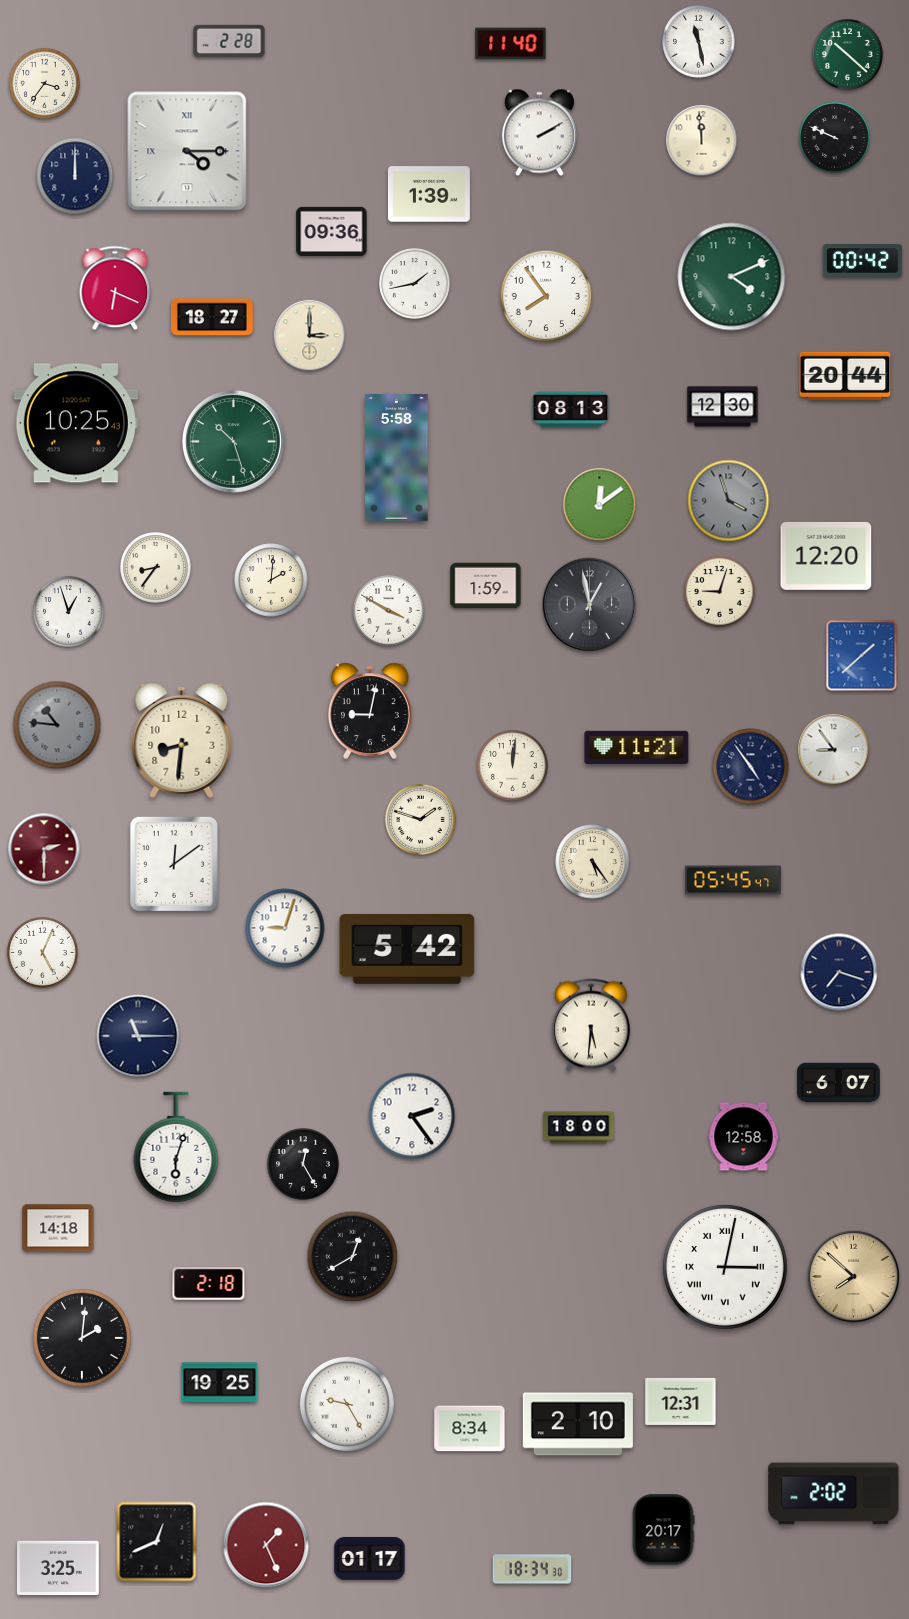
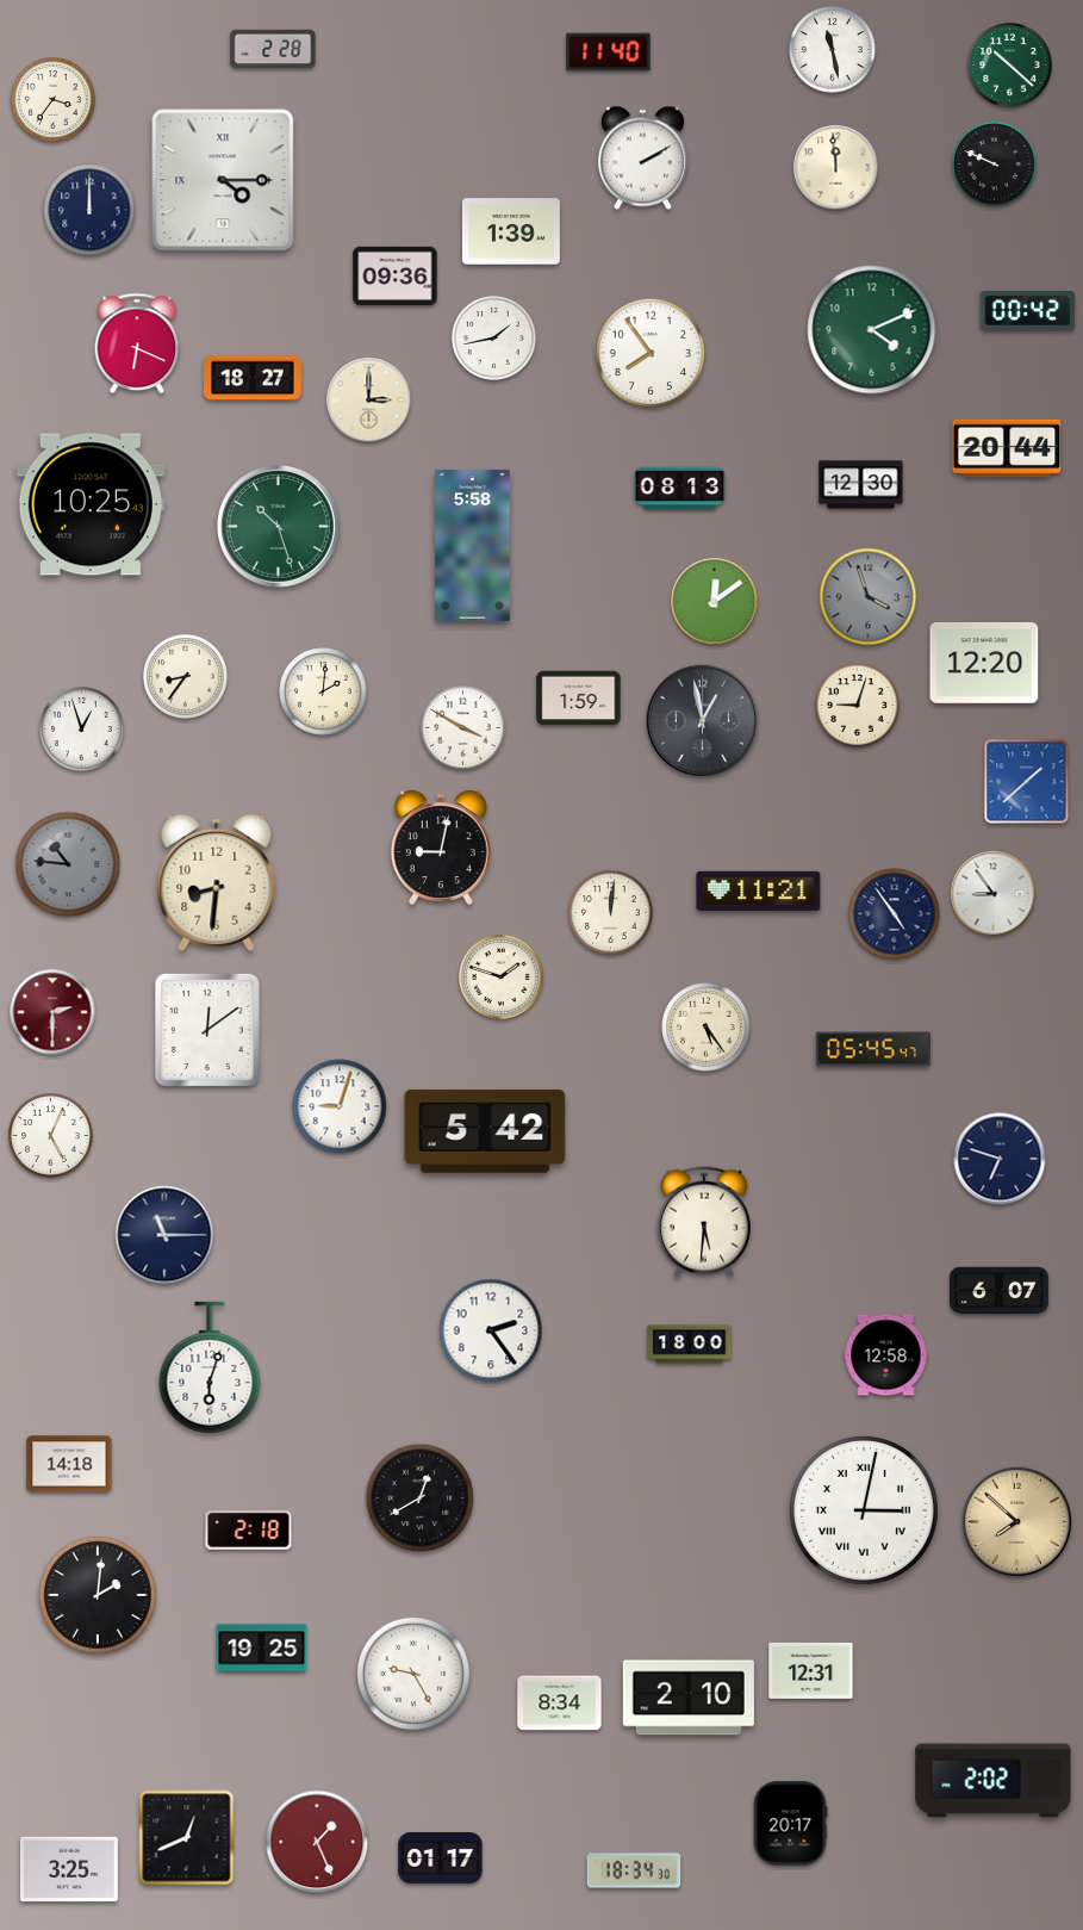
clock at (839, 972): 7:18 -> 6:48
clock at (303, 1164): 12:25 -> none
